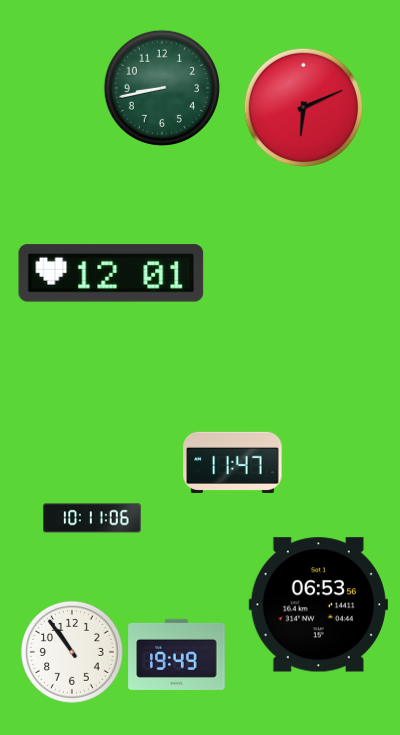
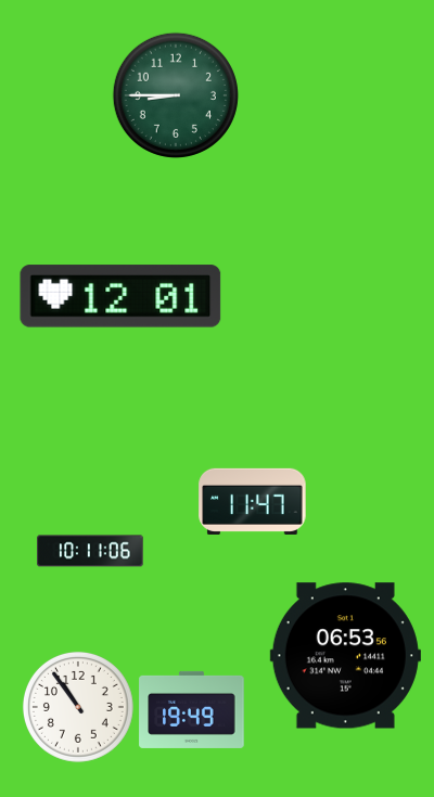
clock at (162, 88): 8:43 -> 8:45
clock at (303, 107): 6:11 -> none
clock at (92, 518) position: (92, 518) -> (90, 551)
